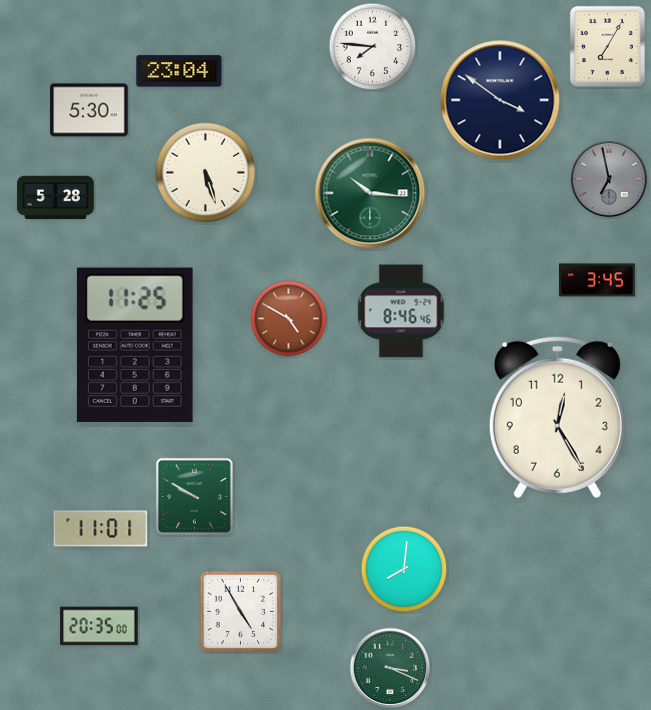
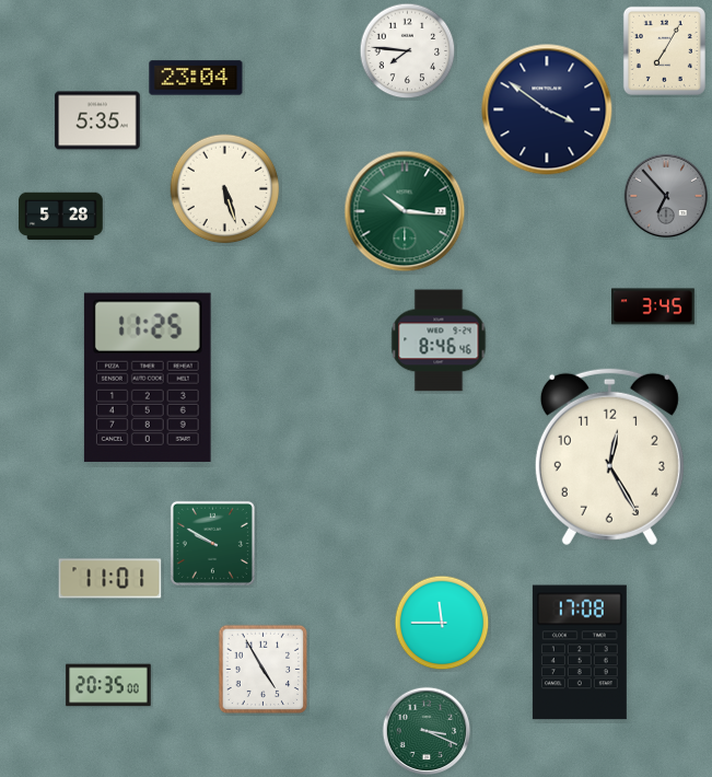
clock at (89, 110): 5:30 -> 5:35
clock at (609, 179): 6:58 -> 6:53
clock at (289, 319): 4:50 -> none
clock at (404, 569): 8:01 -> 11:45
clock at (580, 652): none -> 17:08
